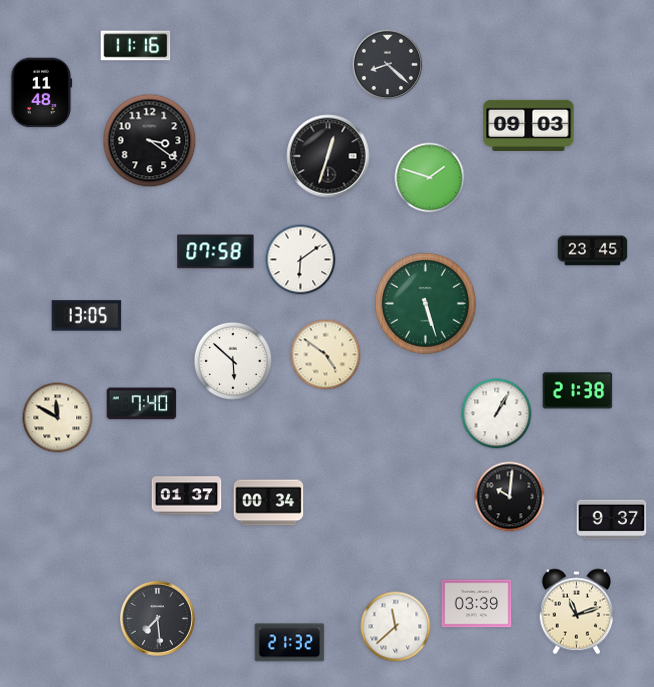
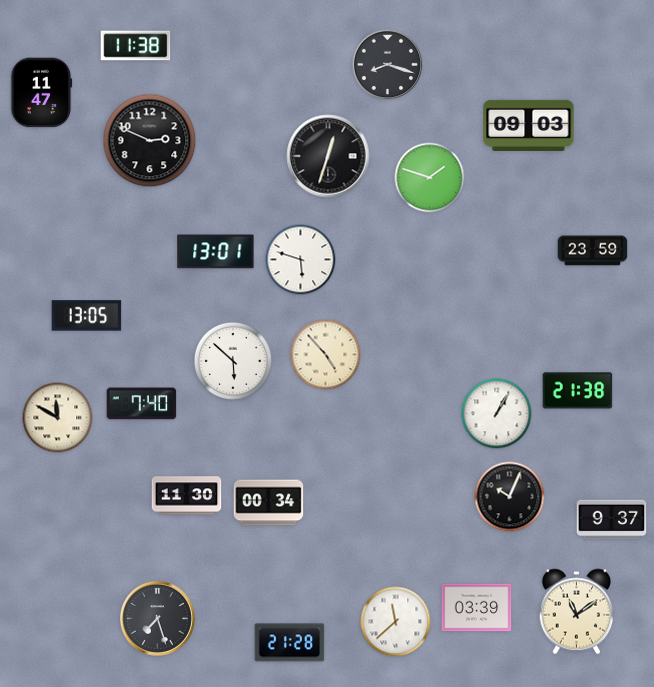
clock at (136, 46): 11:16 -> 11:38
clock at (388, 65): 8:22 -> 8:18
clock at (41, 93): 11:48 -> 11:47
clock at (150, 141): 3:21 -> 2:49
clock at (593, 251): 23:45 -> 23:59
clock at (216, 252): 07:58 -> 13:01
clock at (301, 260): 6:09 -> 5:48
clock at (425, 303): 5:27 -> none
clock at (326, 355): 4:51 -> 4:53
clock at (187, 496): 01:37 -> 11:30
clock at (510, 497): 10:01 -> 10:04
clock at (477, 604) position: (477, 604) -> (477, 608)
clock at (577, 612): 11:12 -> 11:09
clock at (157, 618): 7:29 -> 7:27
clock at (396, 627) position: (396, 627) -> (396, 622)
clock at (290, 643): 21:32 -> 21:28
